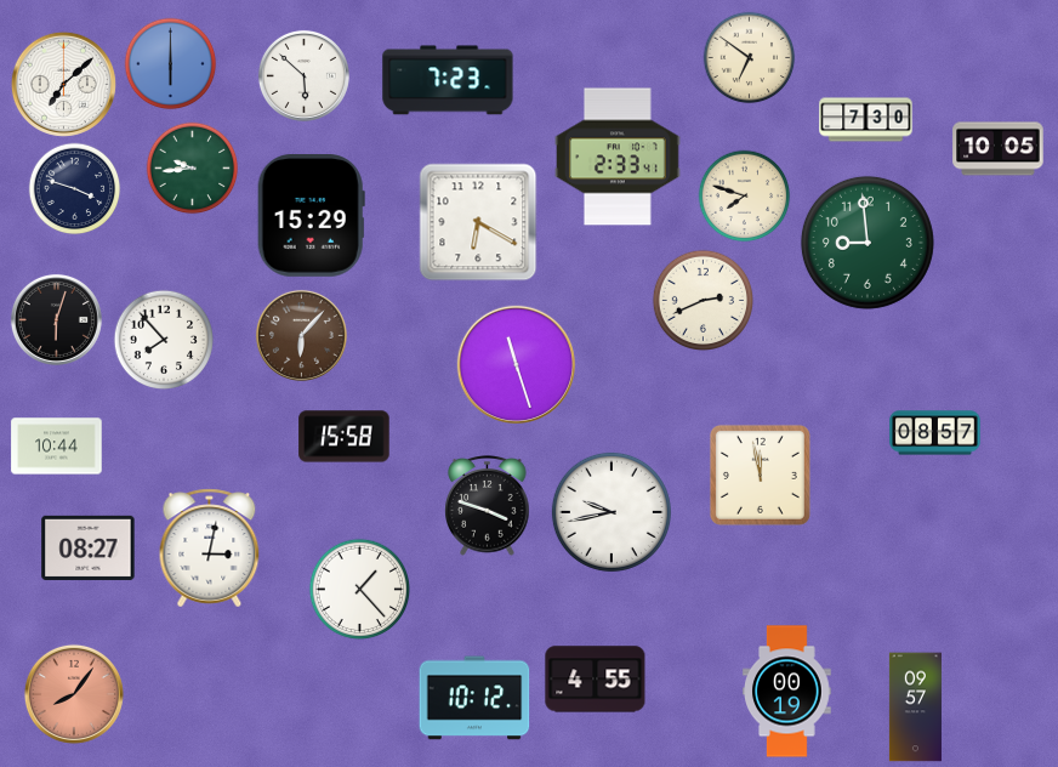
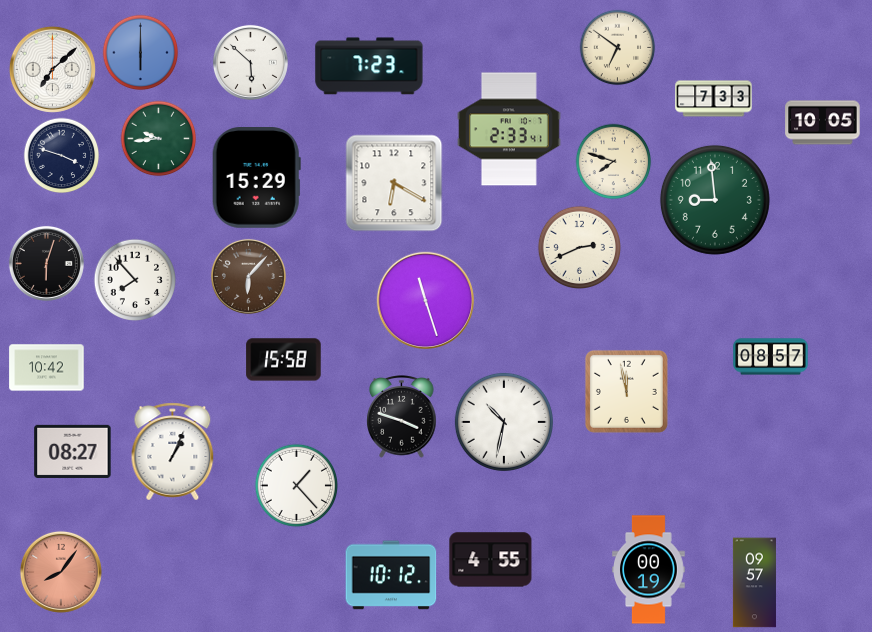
clock at (866, 120): 7:30 -> 7:33
clock at (57, 447): 10:44 -> 10:42
clock at (612, 512): 9:43 -> 10:32
clock at (210, 549): 3:02 -> 1:04
